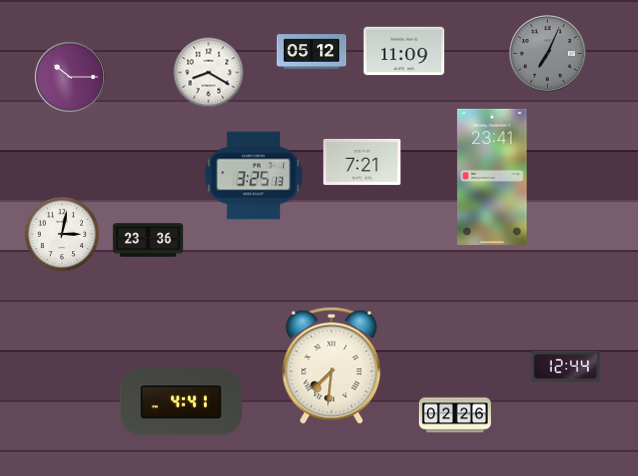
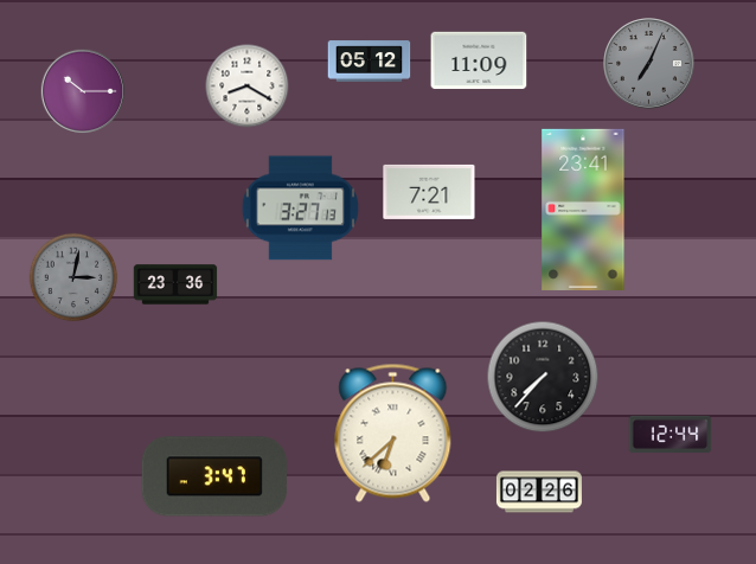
clock at (253, 176): 3:25 -> 3:27
clock at (62, 234) dial: white -> grey
clock at (543, 377): none -> 7:37
clock at (332, 365): 7:31 -> 6:38
clock at (180, 402): 4:41 -> 3:47
